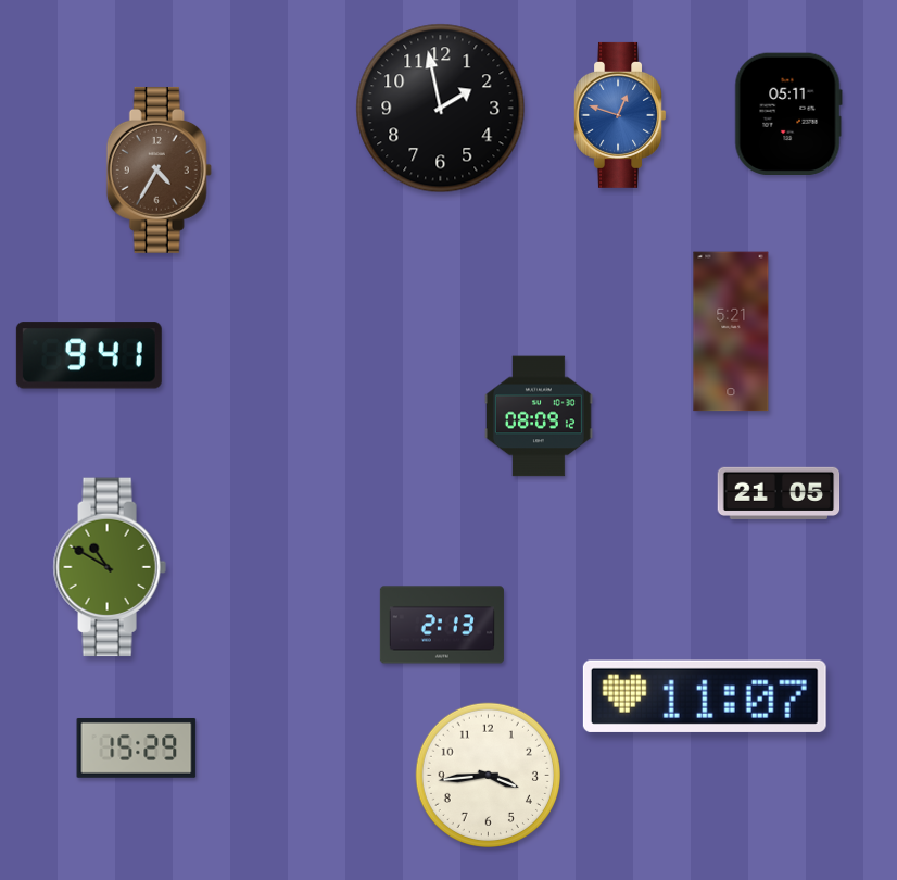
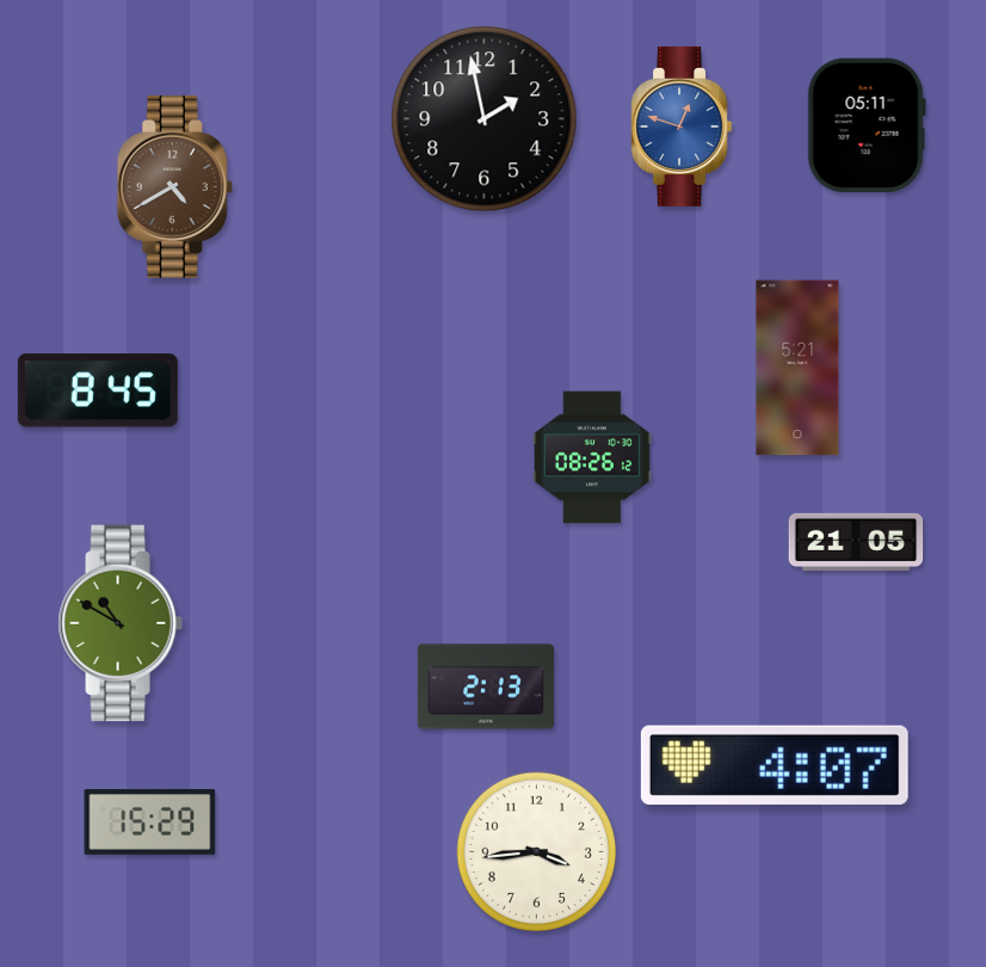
clock at (159, 169): 4:35 -> 4:40
clock at (731, 331) position: (731, 331) -> (797, 368)
clock at (89, 355): 9:41 -> 8:45
clock at (539, 416): 08:09 -> 08:26
clock at (705, 696): 11:07 -> 4:07
